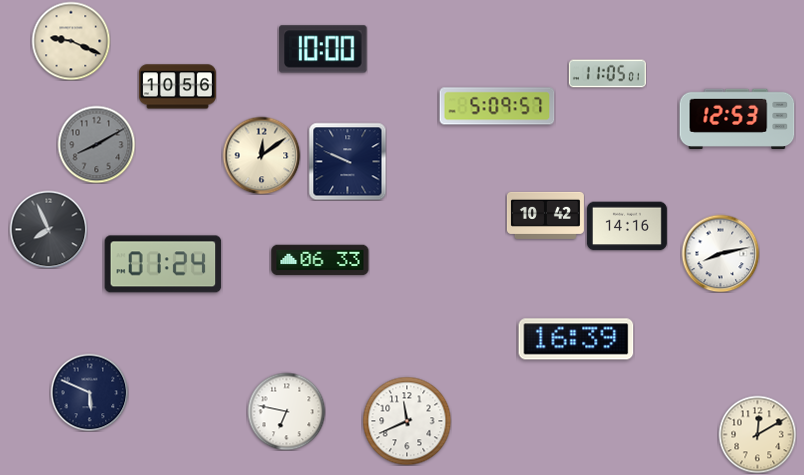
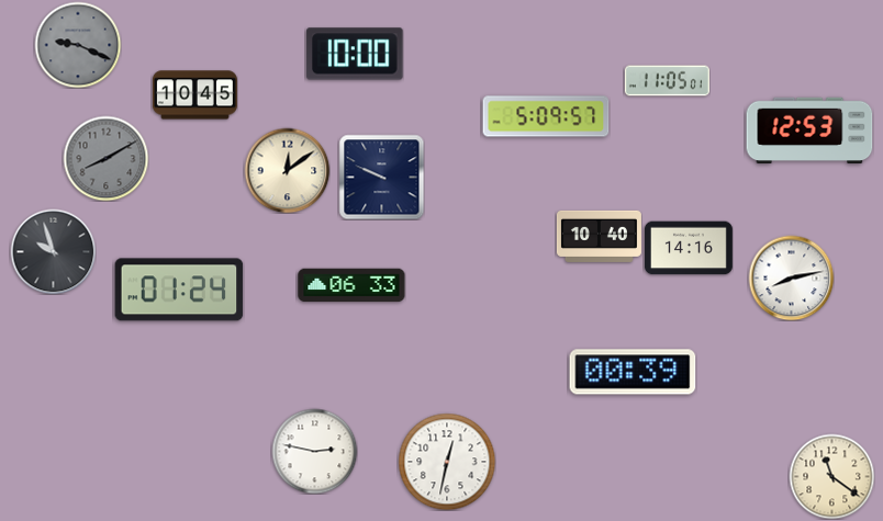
clock at (71, 41) dial: cream -> grey
clock at (177, 87): 10:56 -> 10:45
clock at (545, 215): 10:42 -> 10:40
clock at (48, 229): 7:56 -> 9:57
clock at (576, 339): 16:39 -> 00:39
clock at (89, 392): 5:49 -> none
clock at (286, 411): 6:47 -> 2:47
clock at (407, 421): 11:41 -> 12:32
clock at (757, 434): 12:10 -> 11:21
